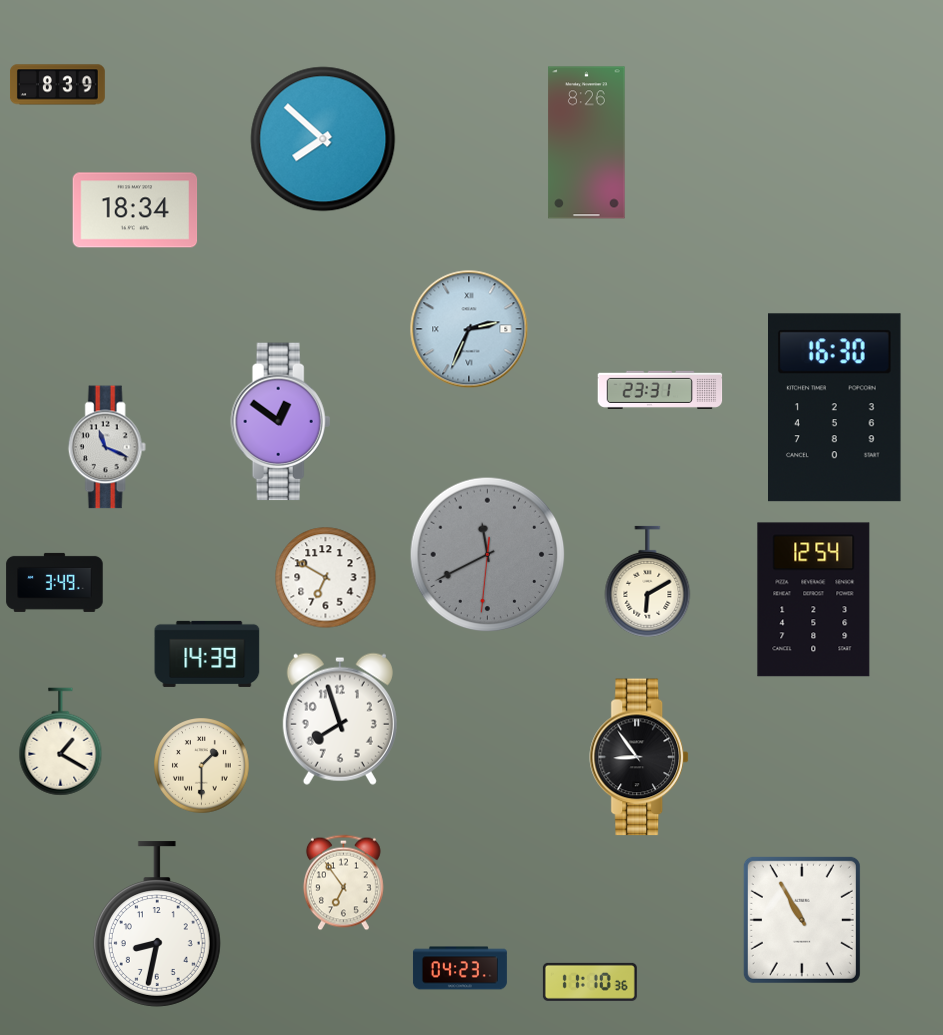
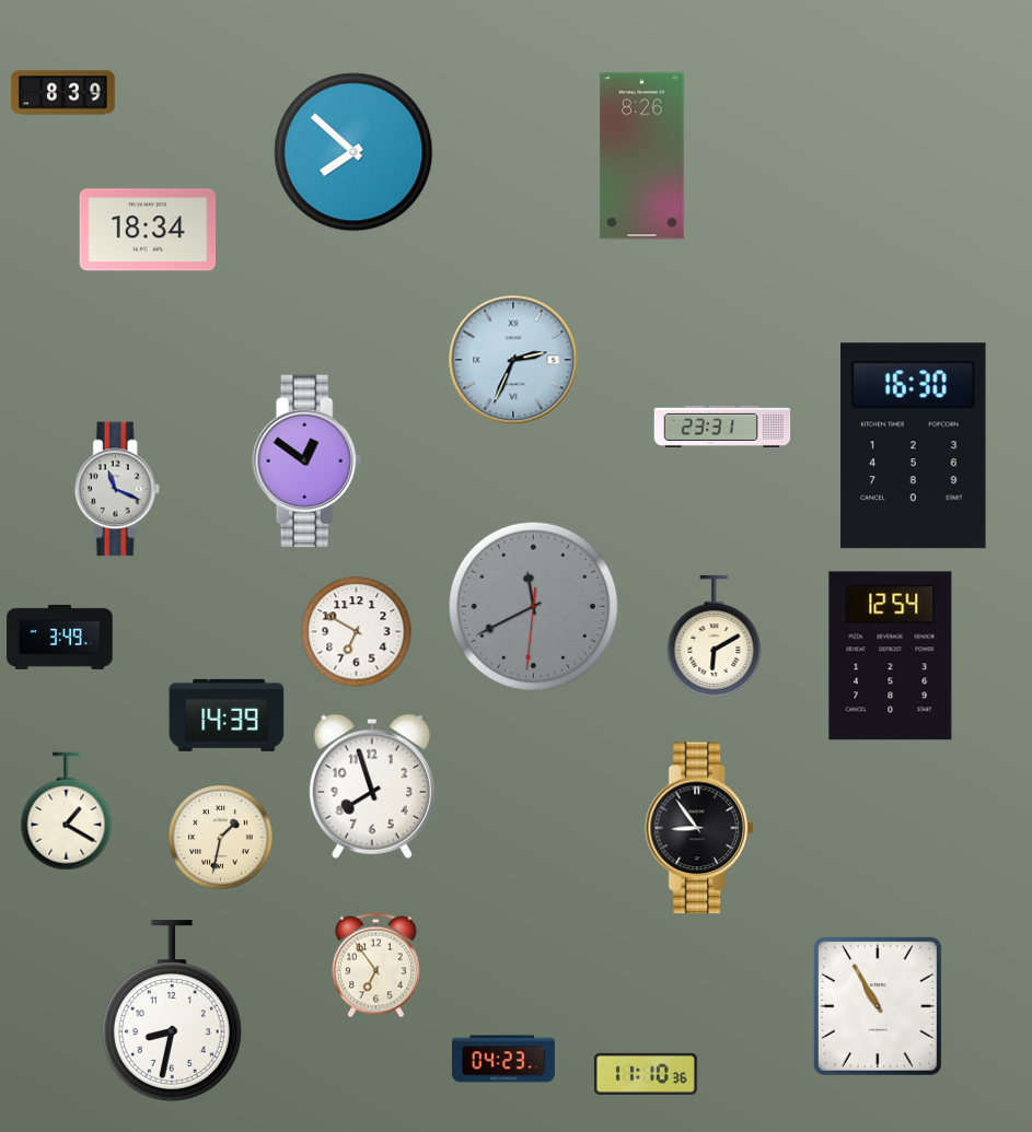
clock at (648, 582) position: (648, 582) -> (715, 637)
clock at (202, 766): 1:30 -> 1:32
